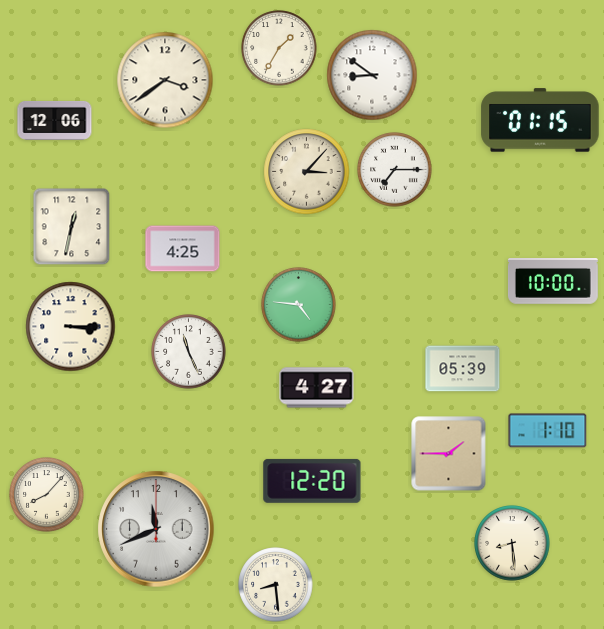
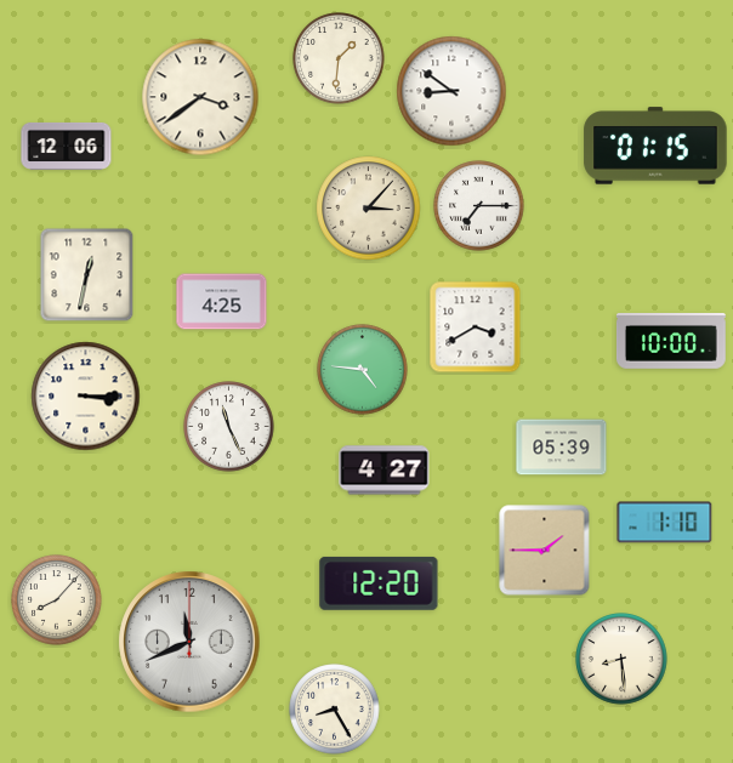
clock at (279, 48): 1:35 -> 1:31
clock at (307, 172) position: (307, 172) -> (369, 209)
clock at (476, 328): none -> 3:40
clock at (276, 585): 8:29 -> 8:25
